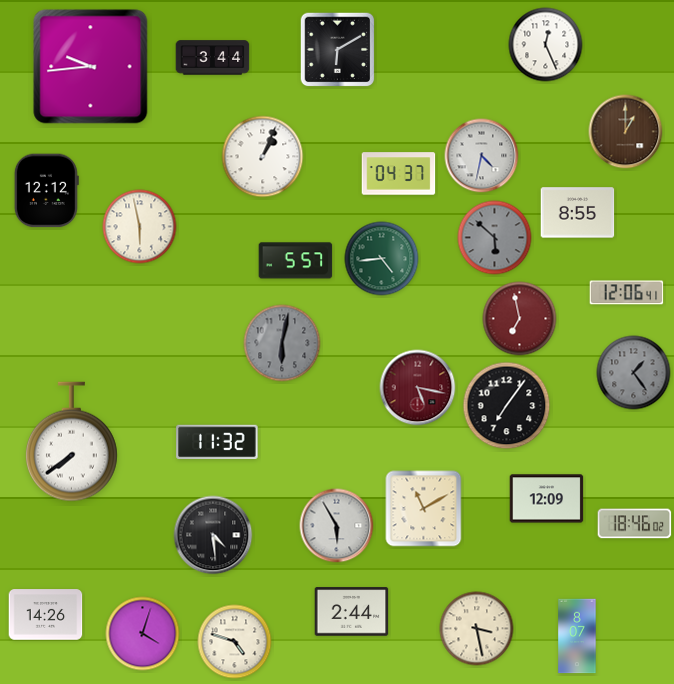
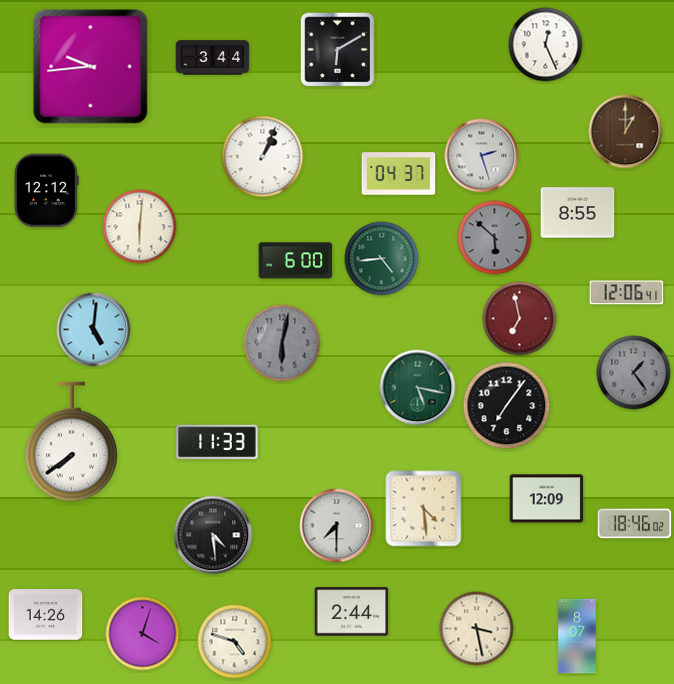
clock at (482, 156): 4:32 -> 2:27
clock at (140, 227): 5:58 -> 6:01
clock at (296, 261): 5:57 -> 6:00
clock at (94, 330): none -> 5:01
clock at (418, 388) dial: burgundy -> green
clock at (217, 442): 11:32 -> 11:33
clock at (424, 509): 11:10 -> 4:29
clock at (337, 526): 5:55 -> 7:30
